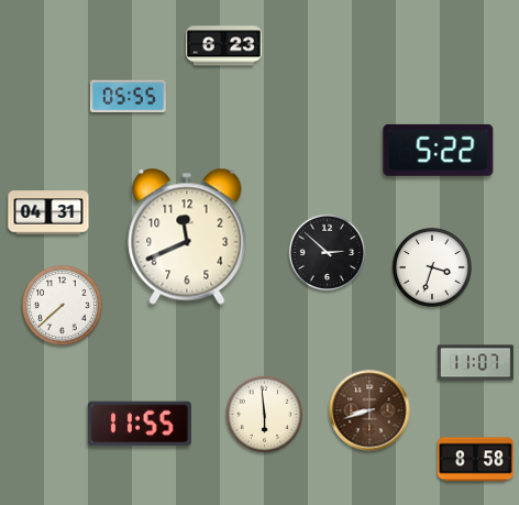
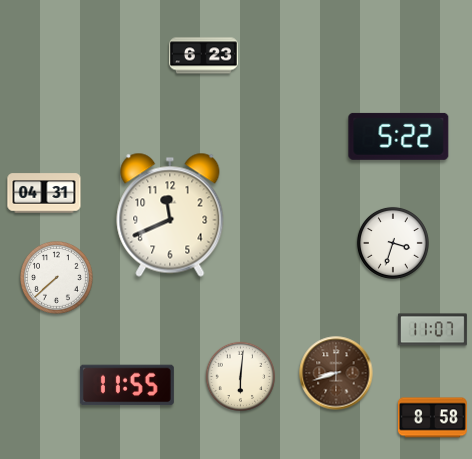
clock at (223, 46) position: (223, 46) -> (203, 56)
clock at (128, 97): 05:55 -> none
clock at (328, 253): 2:52 -> none
clock at (265, 415): 5:59 -> 6:01
